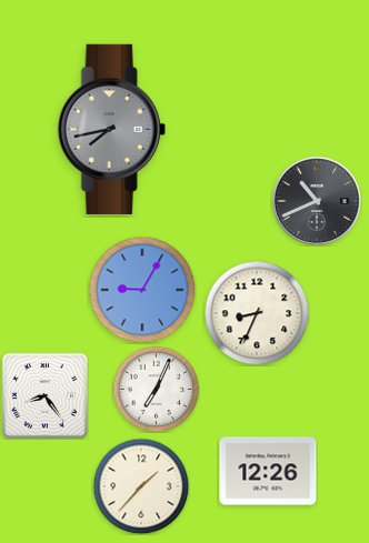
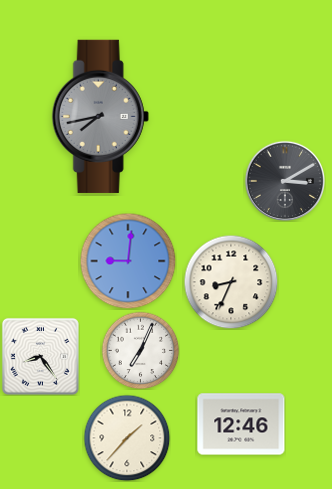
clock at (316, 200): 10:41 -> 3:10
clock at (142, 290): 9:05 -> 9:01
clock at (268, 471): 12:26 -> 12:46
